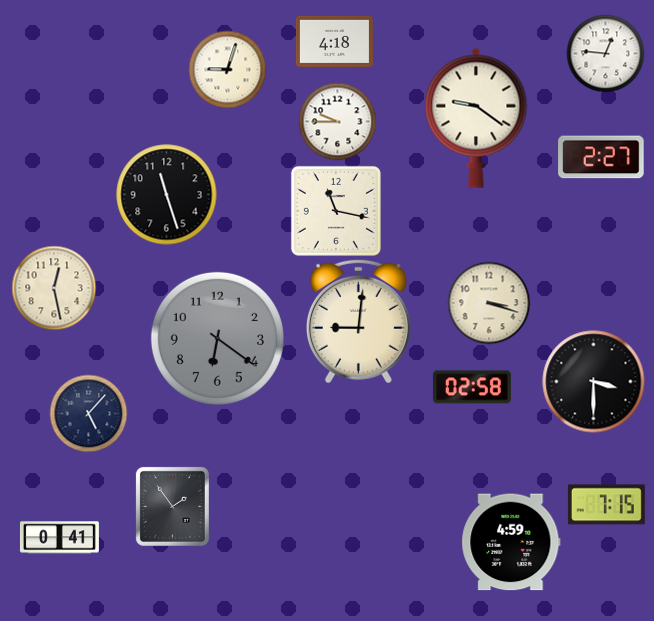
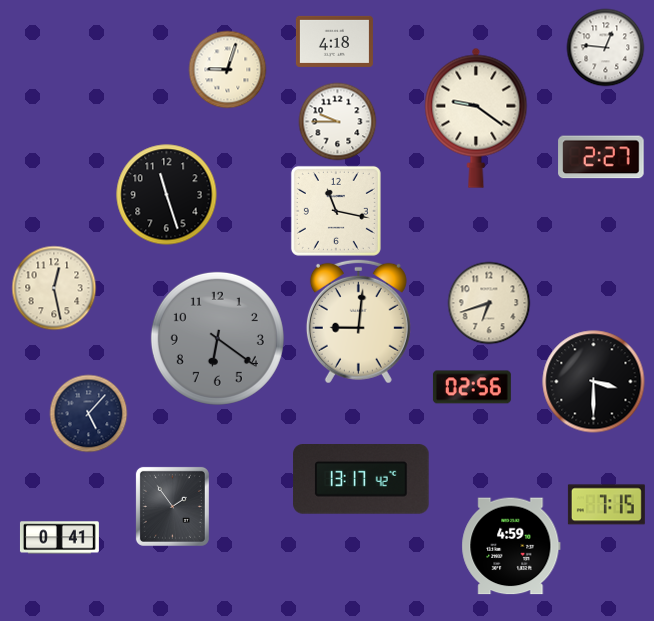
clock at (605, 53) position: (605, 53) -> (605, 47)
clock at (489, 303): 3:18 -> 6:42
clock at (472, 387): 02:58 -> 02:56
clock at (361, 480): none -> 13:17
clock at (511, 542) position: (511, 542) -> (511, 546)
